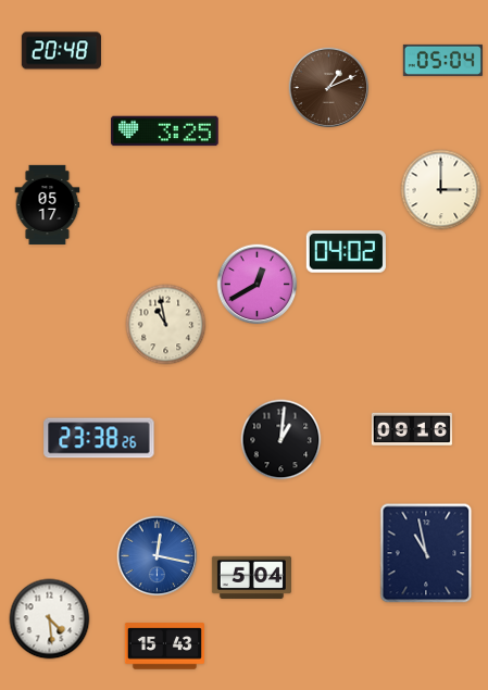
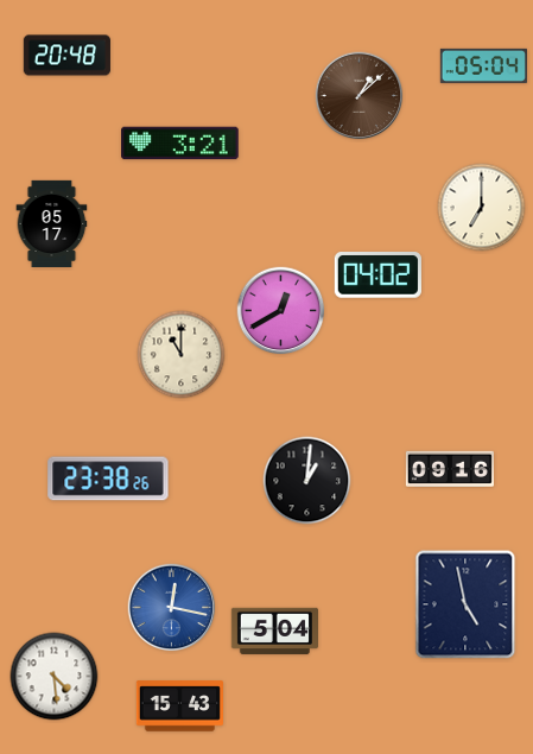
clock at (329, 88): 1:11 -> 1:08
clock at (165, 131): 3:25 -> 3:21
clock at (441, 190): 3:00 -> 7:00
clock at (166, 325): 10:58 -> 11:00
clock at (426, 553): 10:58 -> 4:58
